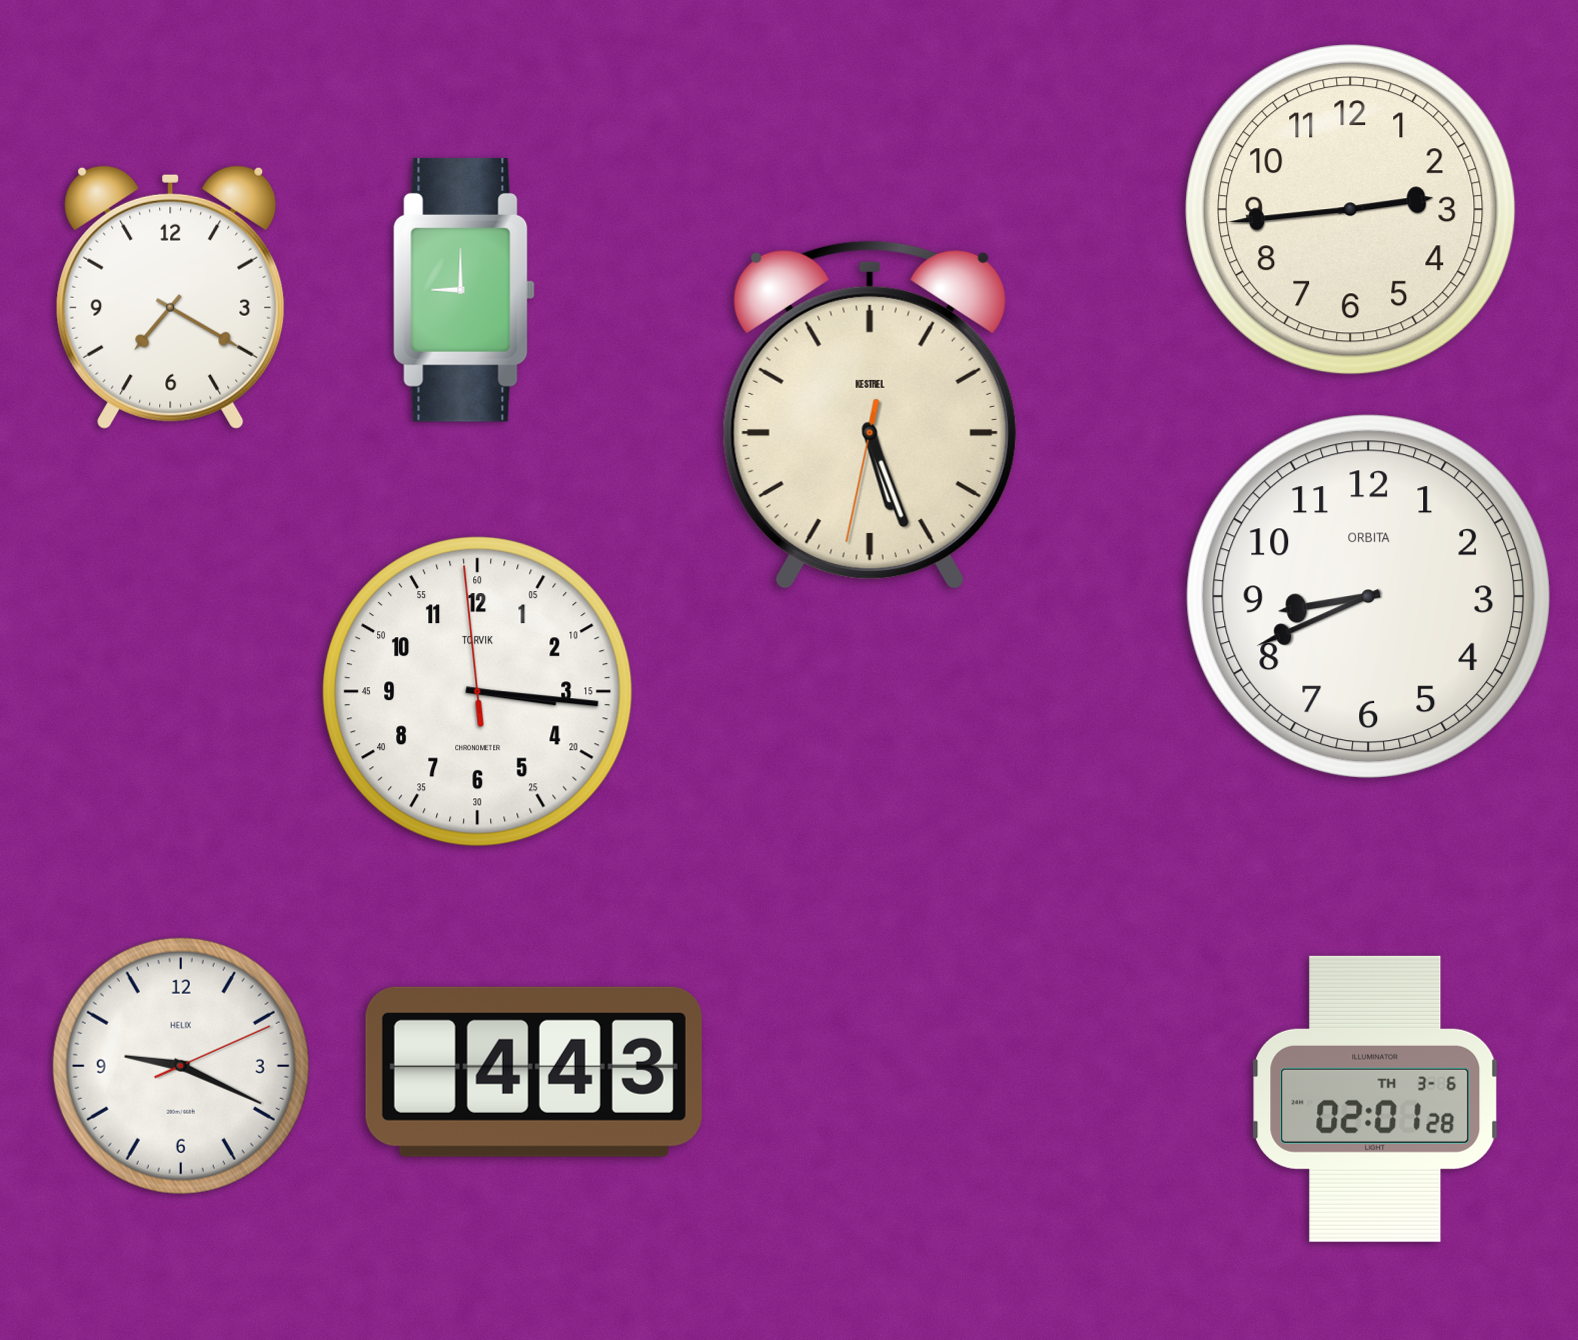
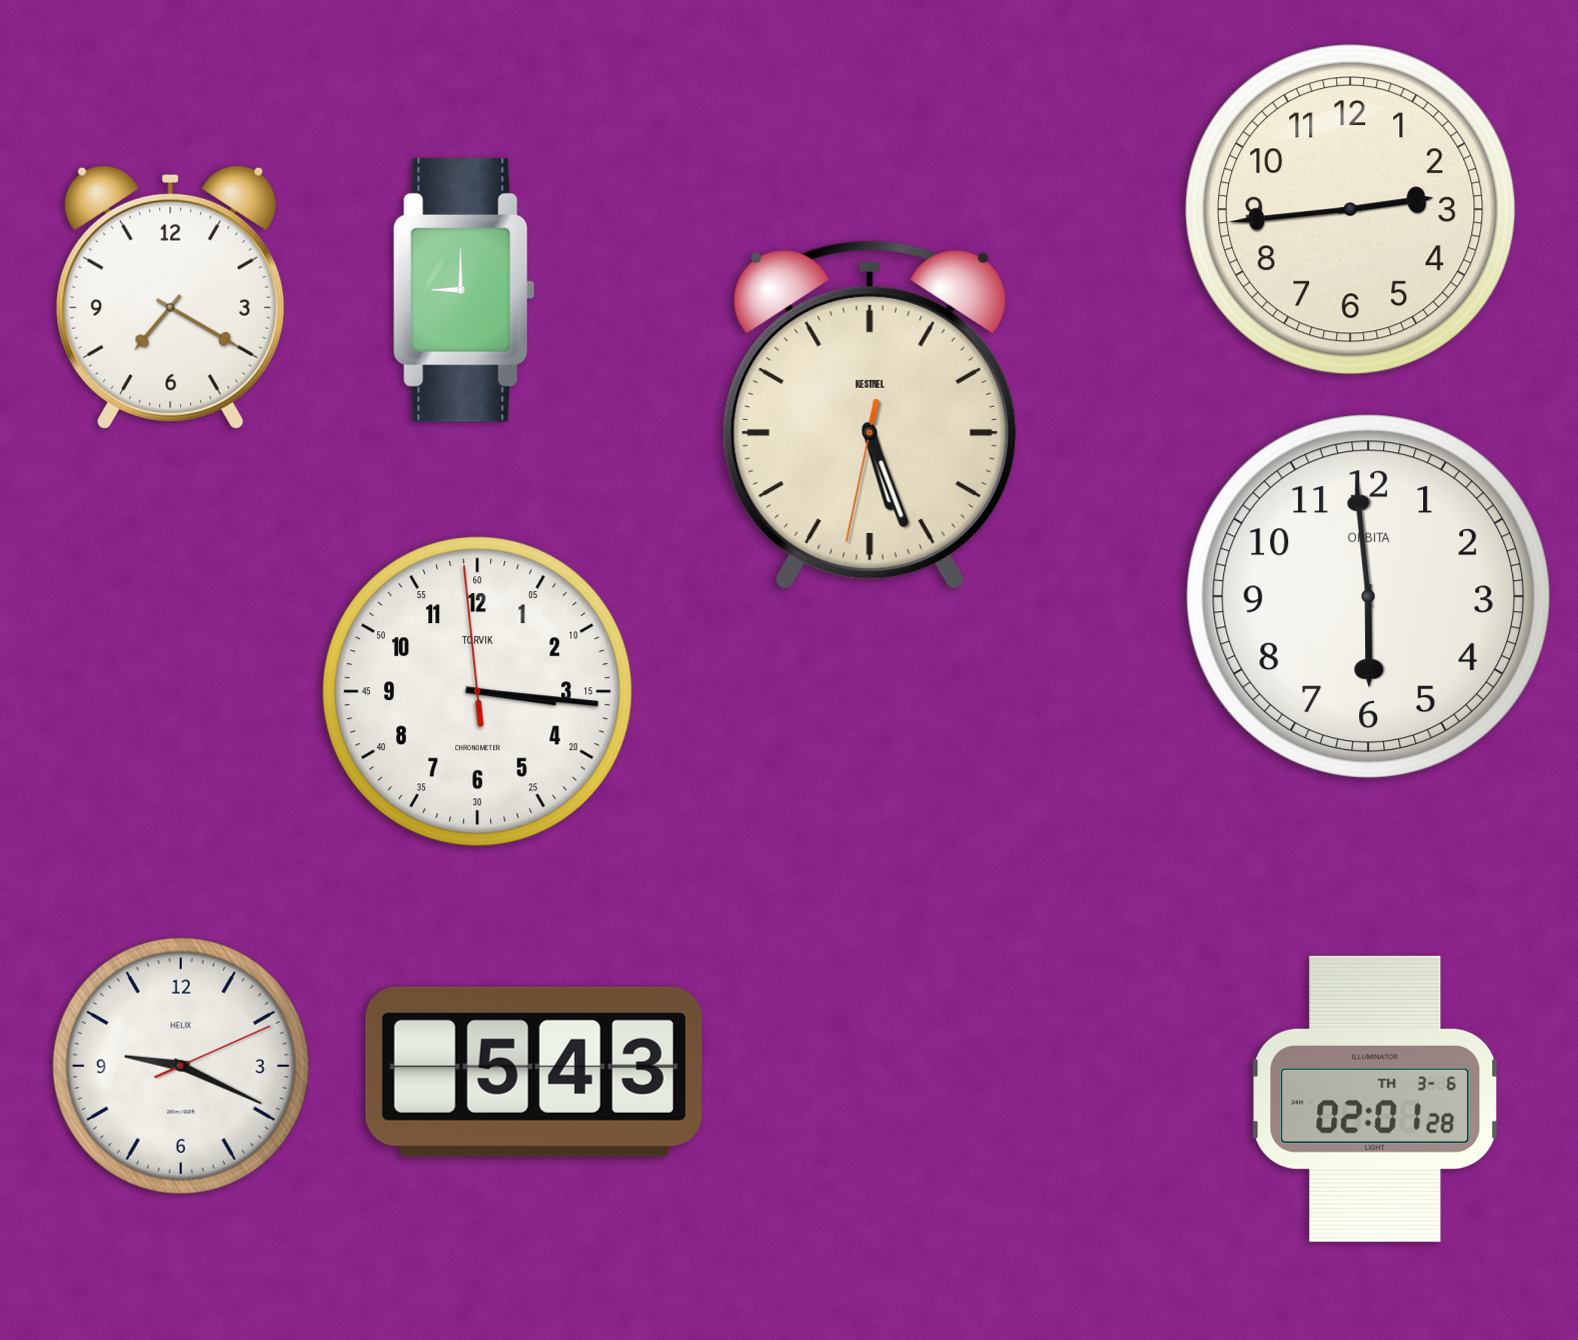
clock at (1369, 597): 8:41 -> 5:59
clock at (534, 1072): 4:43 -> 5:43
